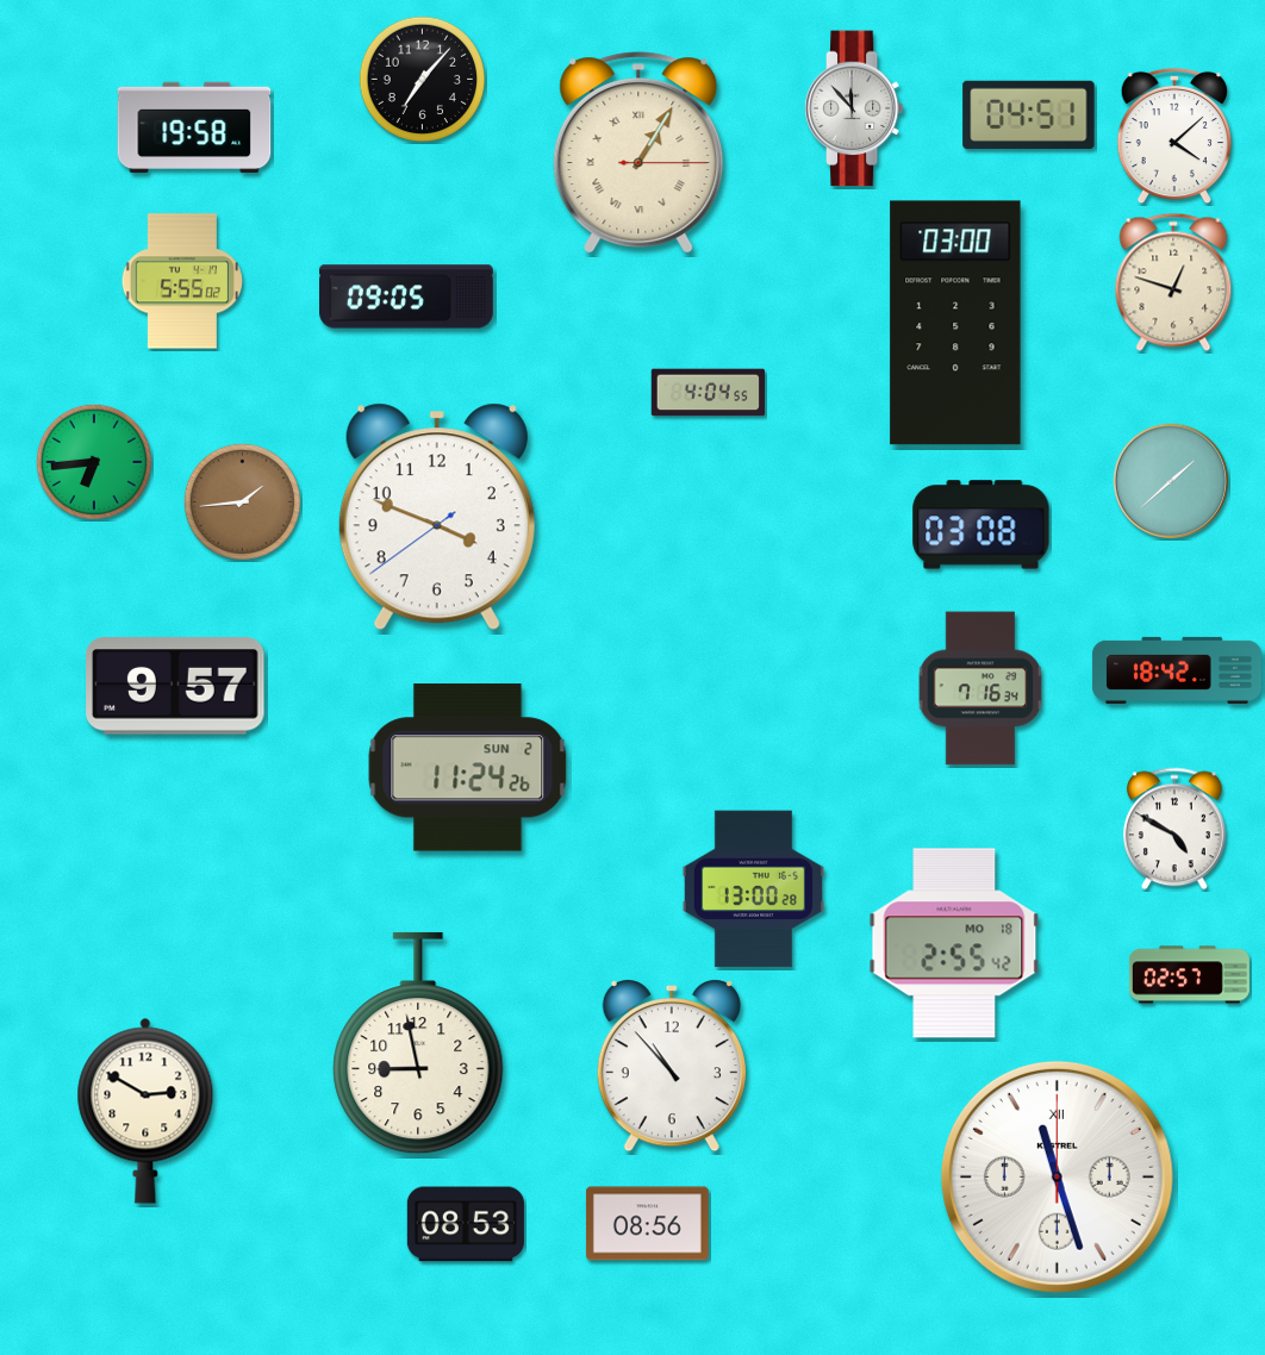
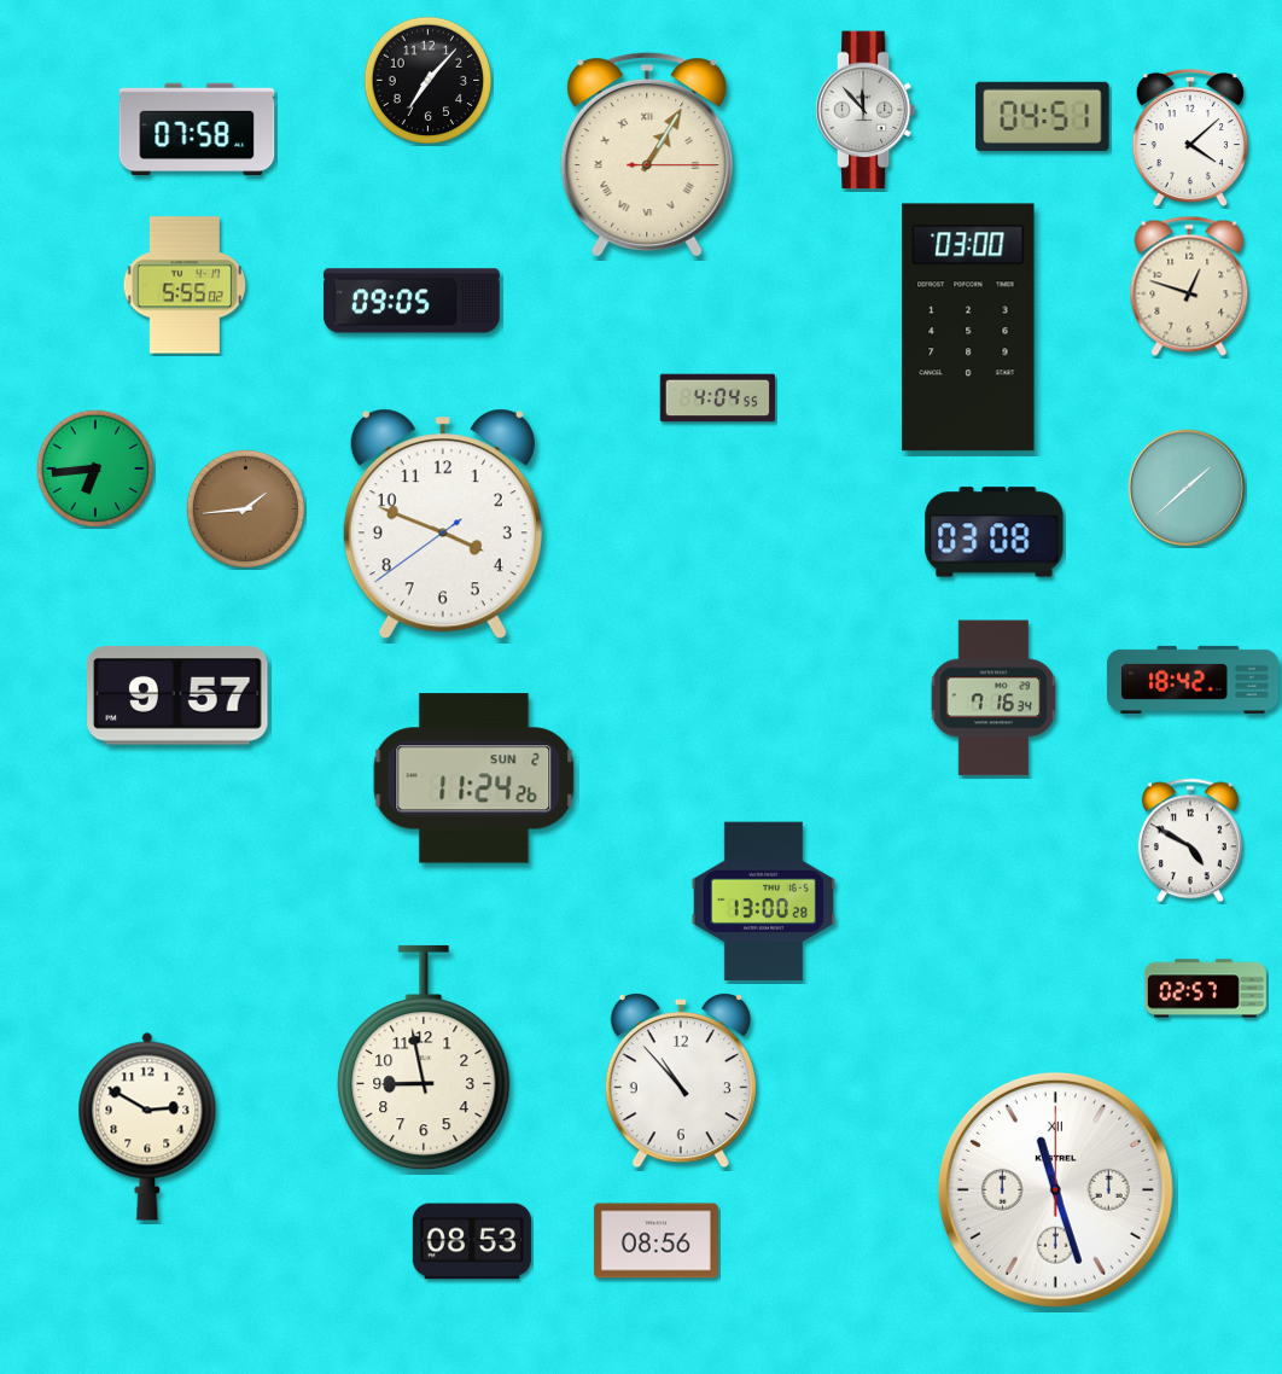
clock at (194, 127): 19:58 -> 07:58
clock at (954, 943): 2:55 -> none
clock at (1057, 1176) position: (1057, 1176) -> (1055, 1189)
